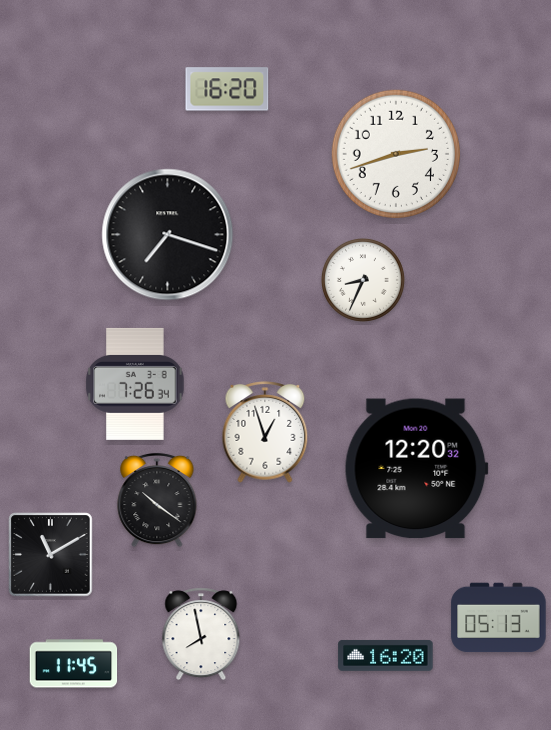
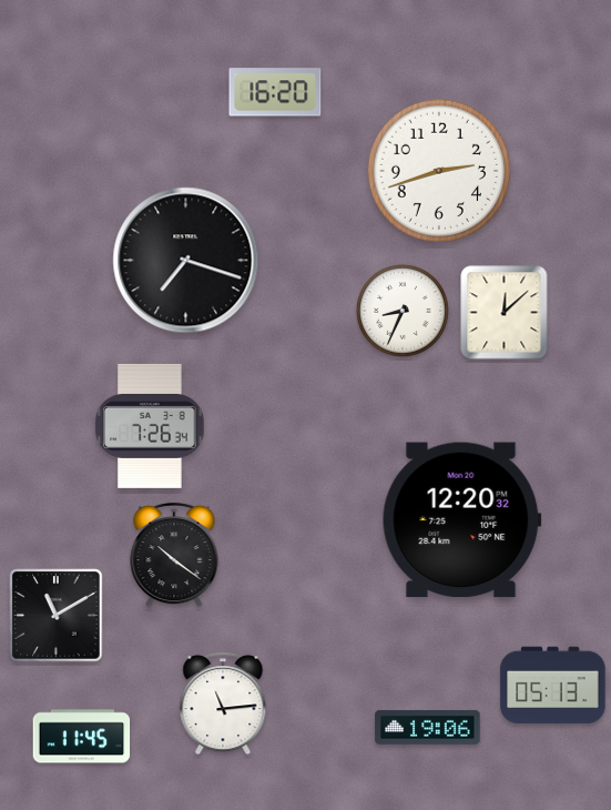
clock at (227, 89) position: (227, 89) -> (275, 92)
clock at (505, 313): none -> 12:08
clock at (265, 432): 12:57 -> none
clock at (201, 634): 7:58 -> 11:14
clock at (386, 655): 16:20 -> 19:06
